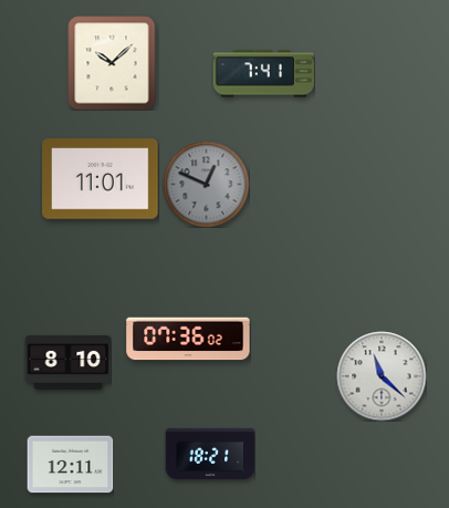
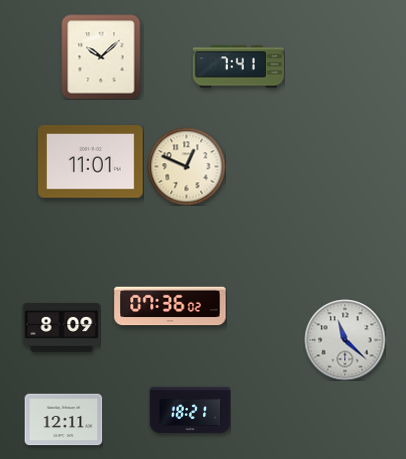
clock at (206, 184) dial: grey -> cream
clock at (67, 362): 8:10 -> 8:09
